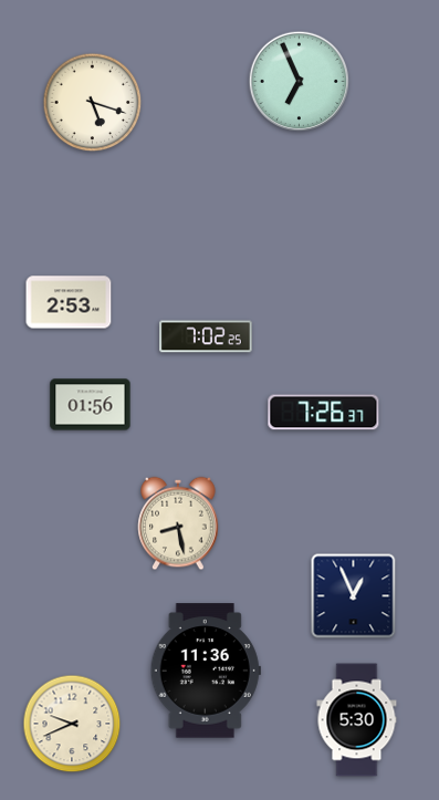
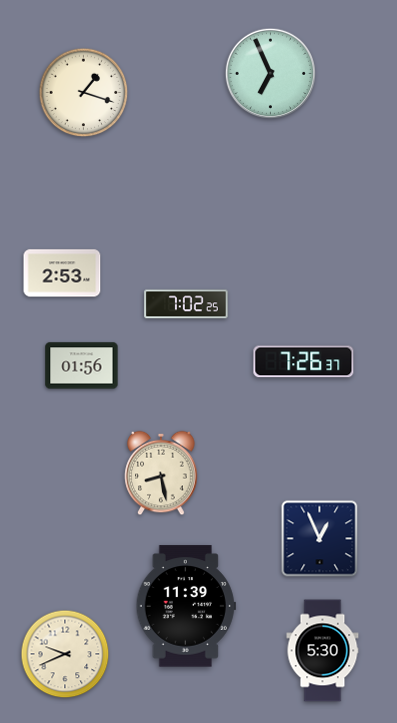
clock at (93, 103): 5:18 -> 1:18
clock at (324, 413) position: (324, 413) -> (304, 362)
clock at (206, 671): 11:36 -> 11:39
